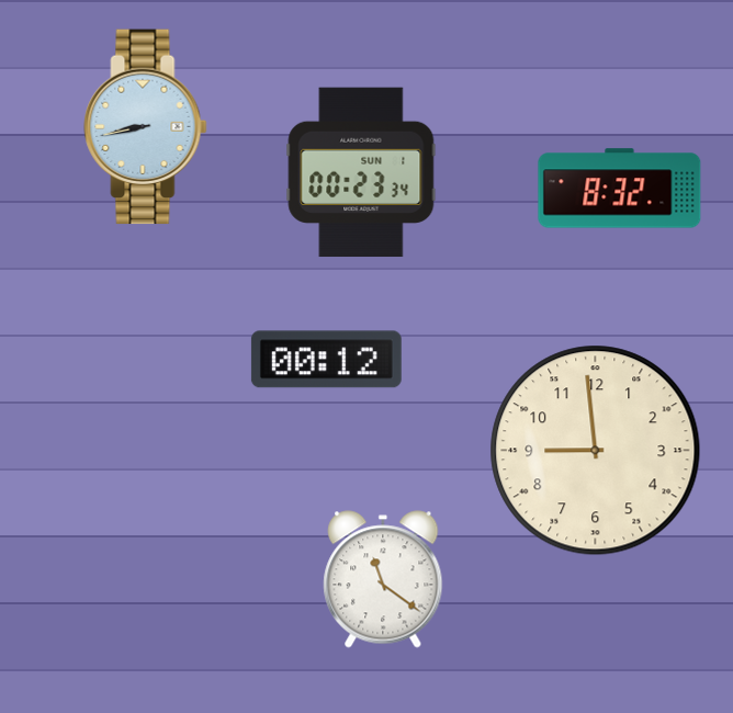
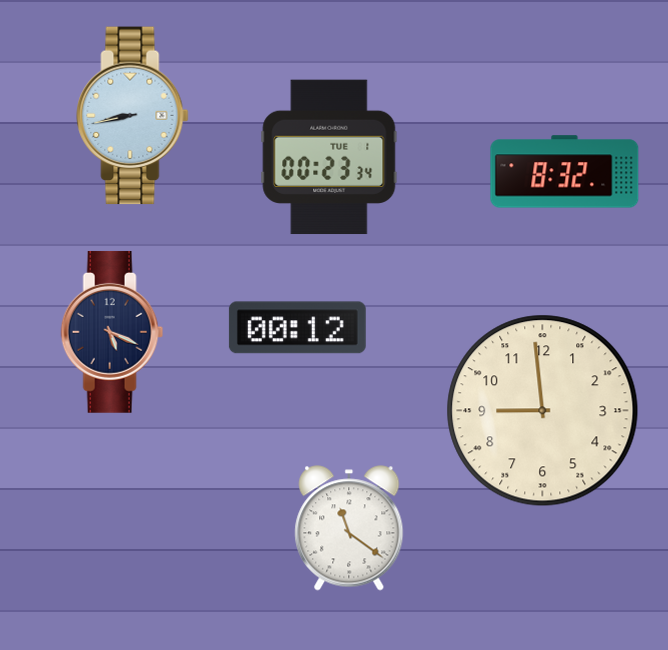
clock at (361, 172) date: SUN 1 -> TUE 1
clock at (112, 332): none -> 5:19
